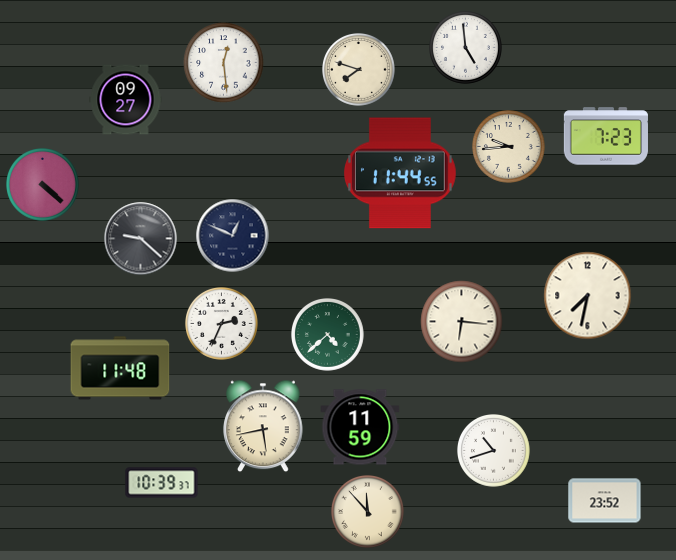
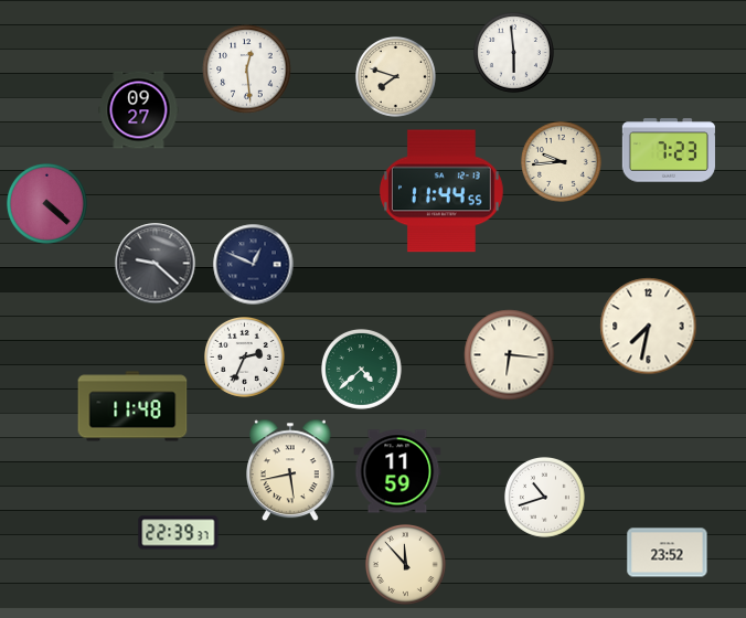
clock at (466, 48): 4:59 -> 5:59
clock at (233, 236) position: (233, 236) -> (254, 265)
clock at (162, 483): 10:39 -> 22:39
